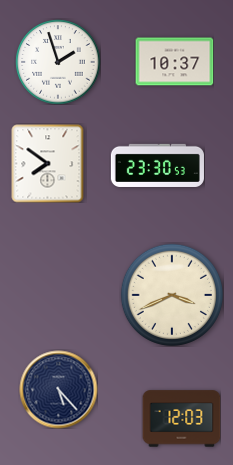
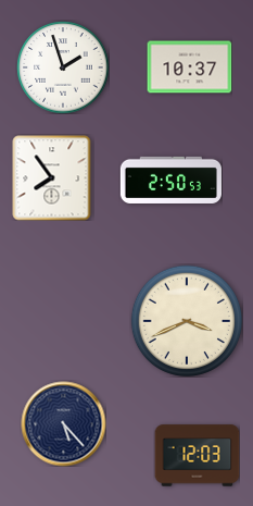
clock at (48, 163): 7:51 -> 7:54
clock at (157, 165): 23:30 -> 2:50
